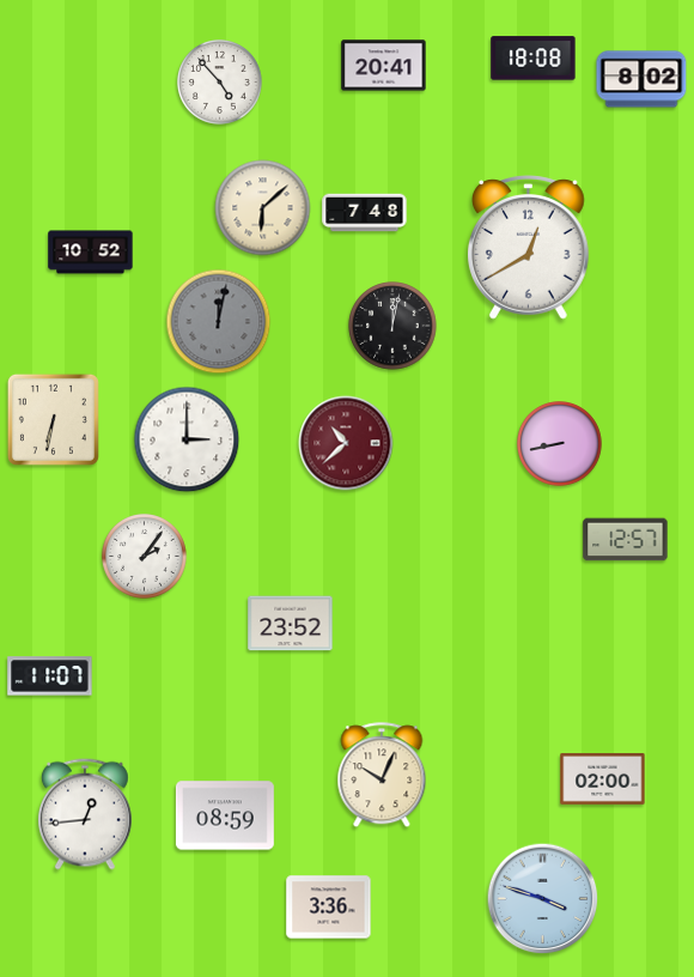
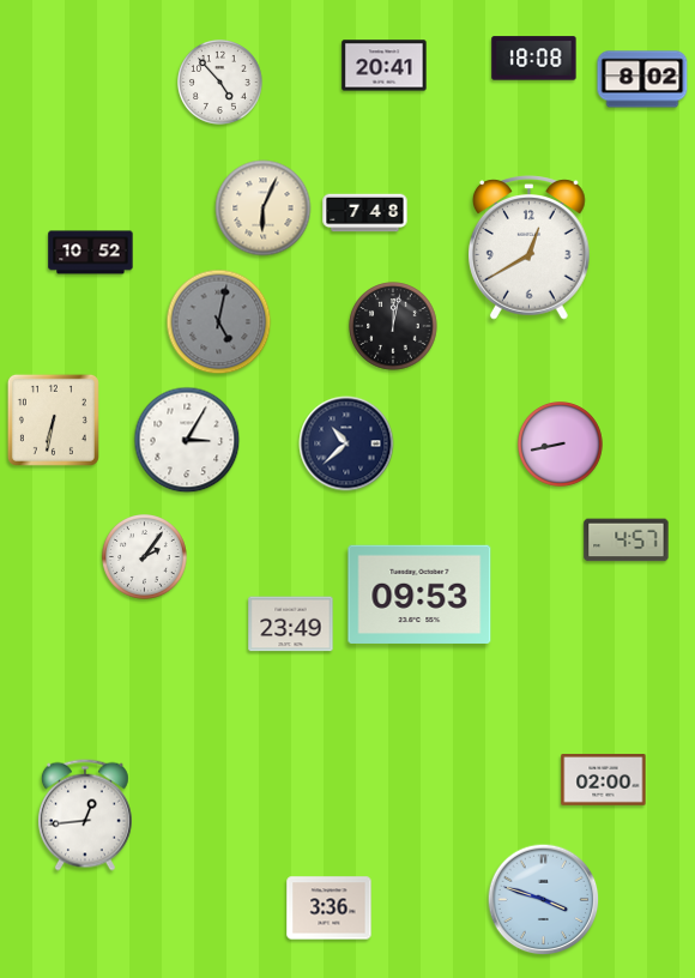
clock at (263, 208): 6:08 -> 6:04
clock at (219, 322): 12:02 -> 5:02
clock at (187, 439): 3:00 -> 3:05
clock at (346, 443) dial: burgundy -> navy
clock at (626, 540): 12:57 -> 4:57
clock at (419, 593): none -> 09:53
clock at (291, 624): 23:52 -> 23:49
clock at (50, 676): 11:07 -> none
clock at (382, 776): 10:04 -> none
clock at (225, 815): 08:59 -> none
